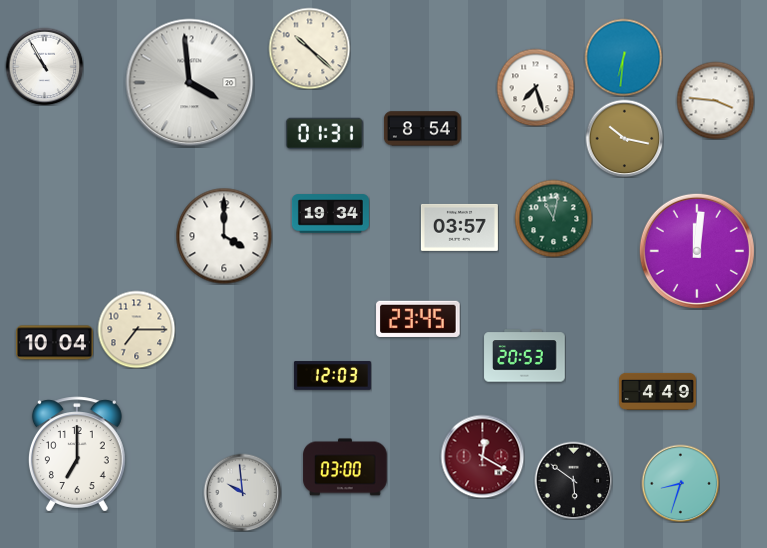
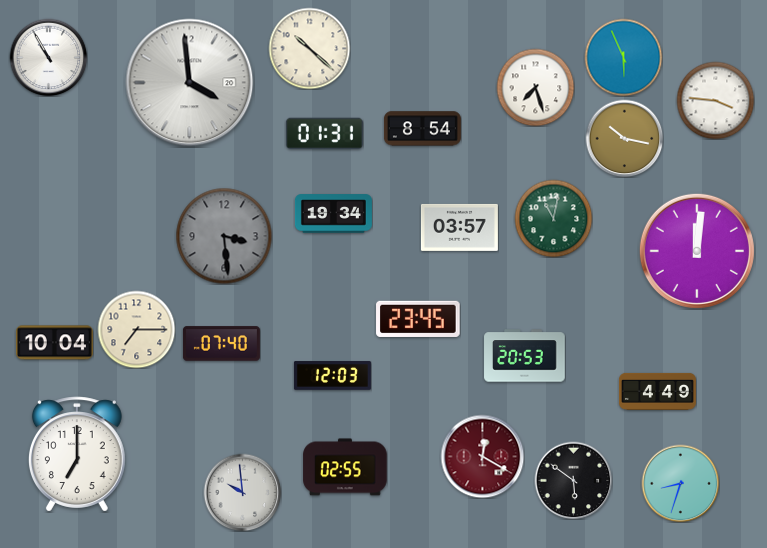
clock at (623, 57): 6:31 -> 5:56
clock at (44, 66) position: (44, 66) -> (48, 57)
clock at (330, 214) position: (330, 214) -> (333, 214)
clock at (224, 236): 4:00 -> 3:29
clock at (224, 236) dial: white -> grey
clock at (221, 344): none -> 07:40
clock at (345, 467): 03:00 -> 02:55
